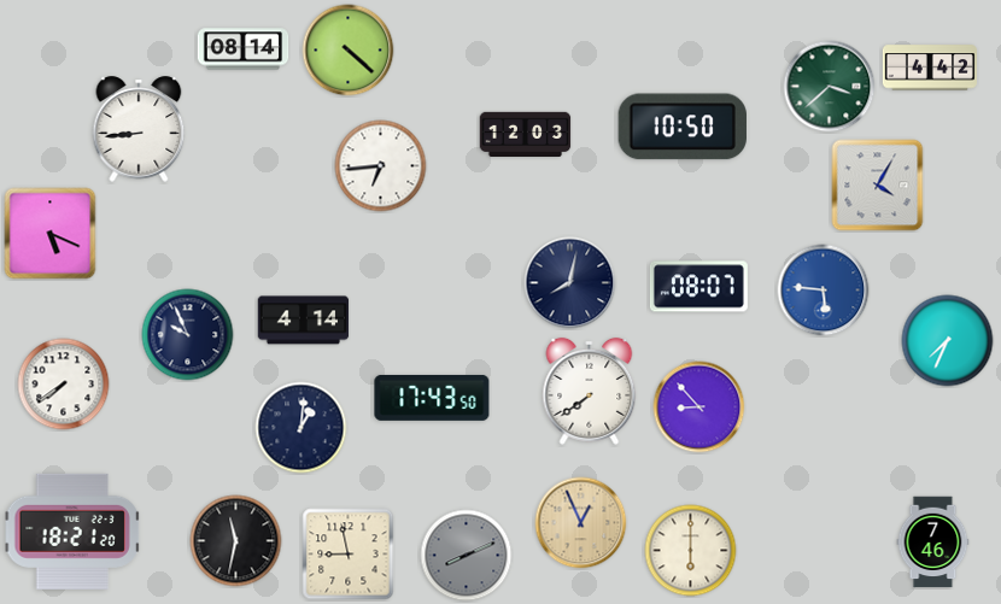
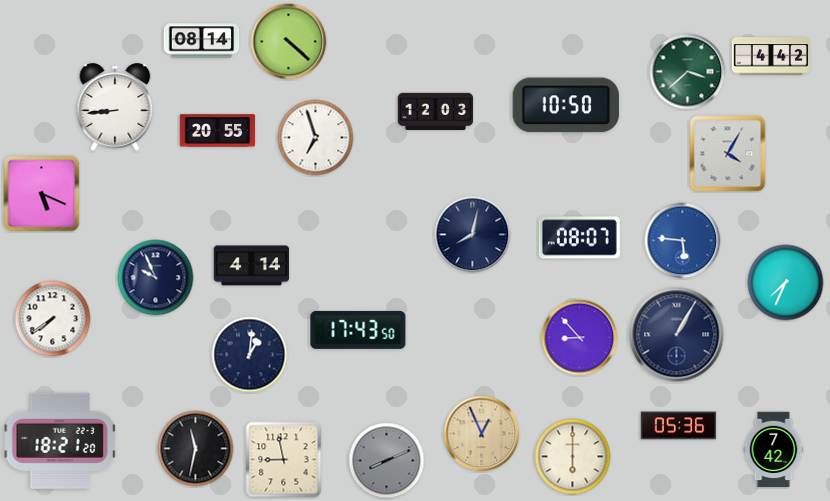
clock at (218, 131): none -> 20:55
clock at (381, 166): 6:44 -> 6:57
clock at (590, 391): 7:39 -> none
clock at (677, 335): none -> 1:05
clock at (679, 426): none -> 05:36
clock at (933, 543): 7:46 -> 7:42
clock at (349, 555) position: (349, 555) -> (284, 460)
